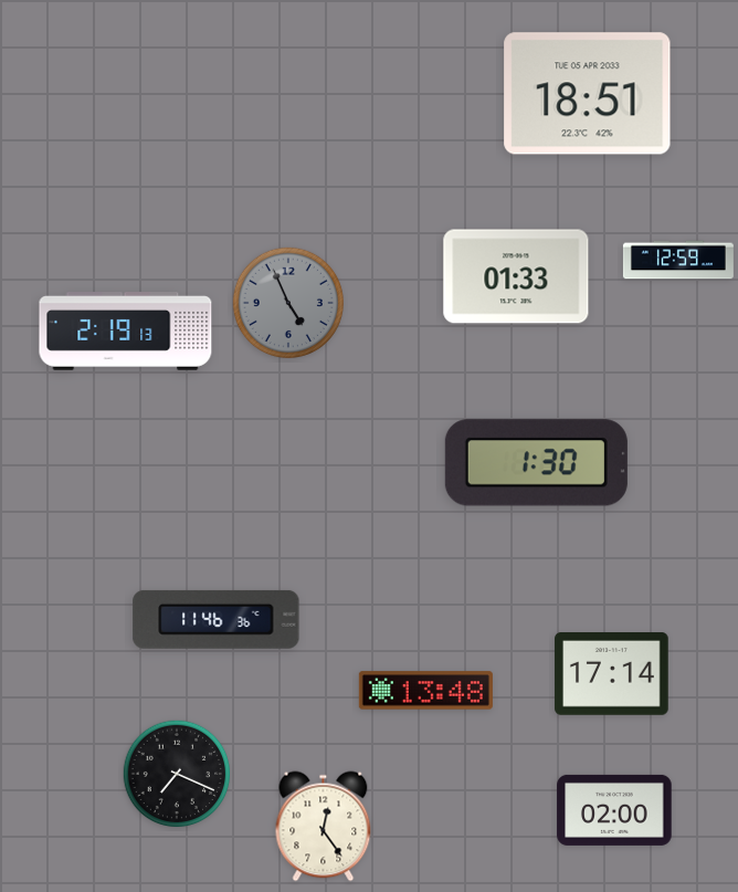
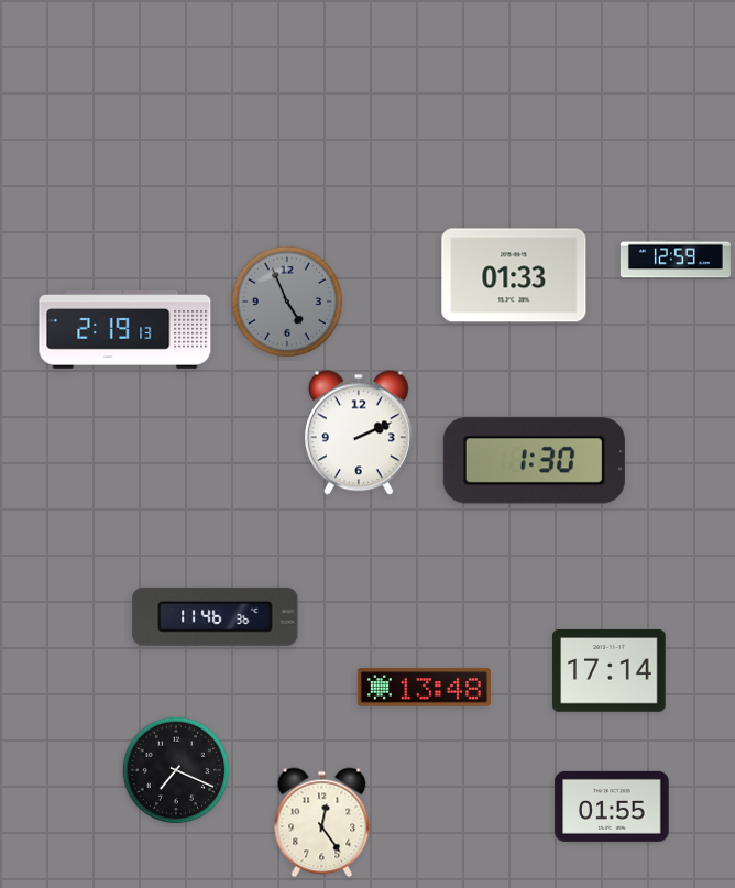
clock at (588, 94): 18:51 -> none
clock at (359, 432): none -> 2:11
clock at (614, 810): 02:00 -> 01:55
